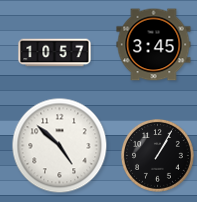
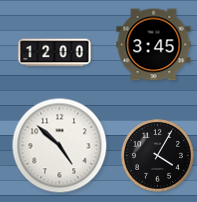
clock at (55, 53): 10:57 -> 12:00
clock at (158, 156): 1:05 -> 4:05
